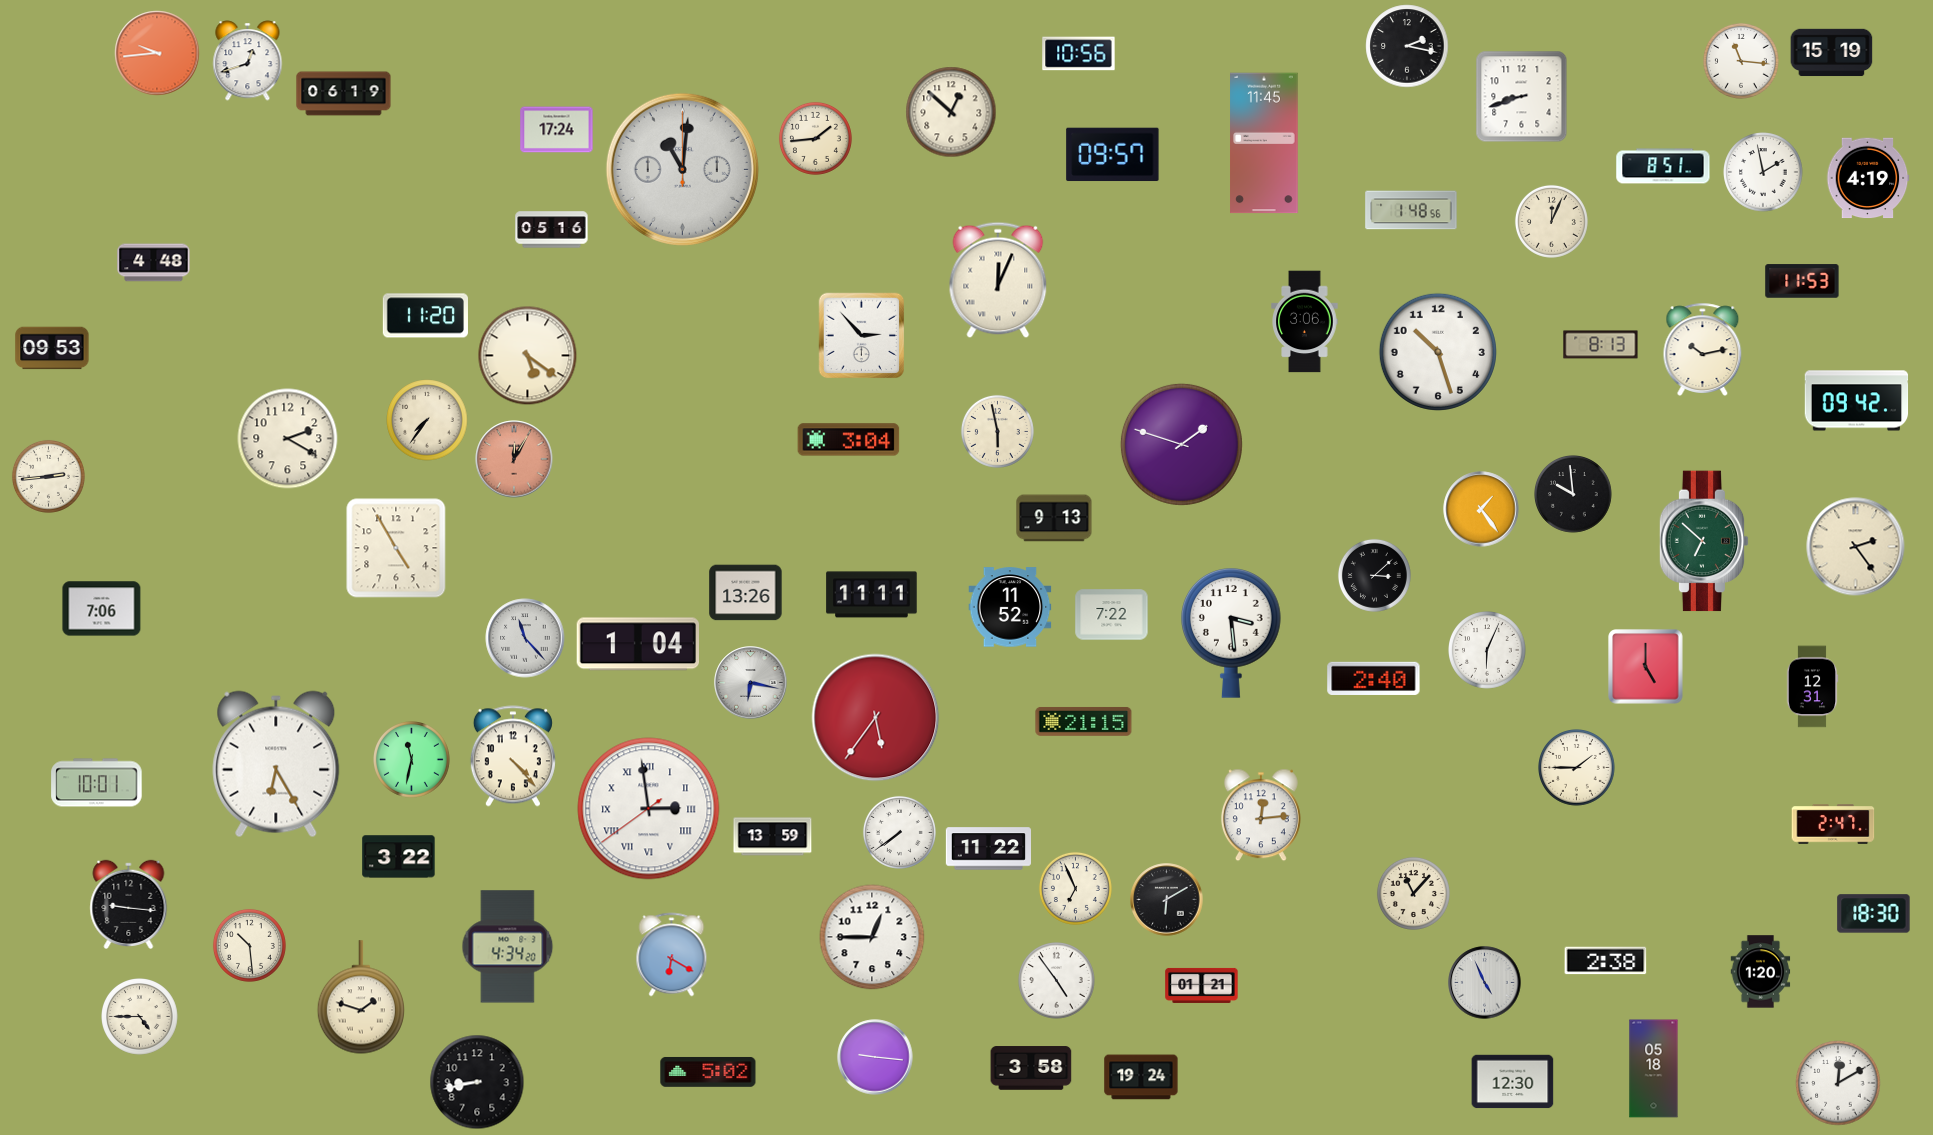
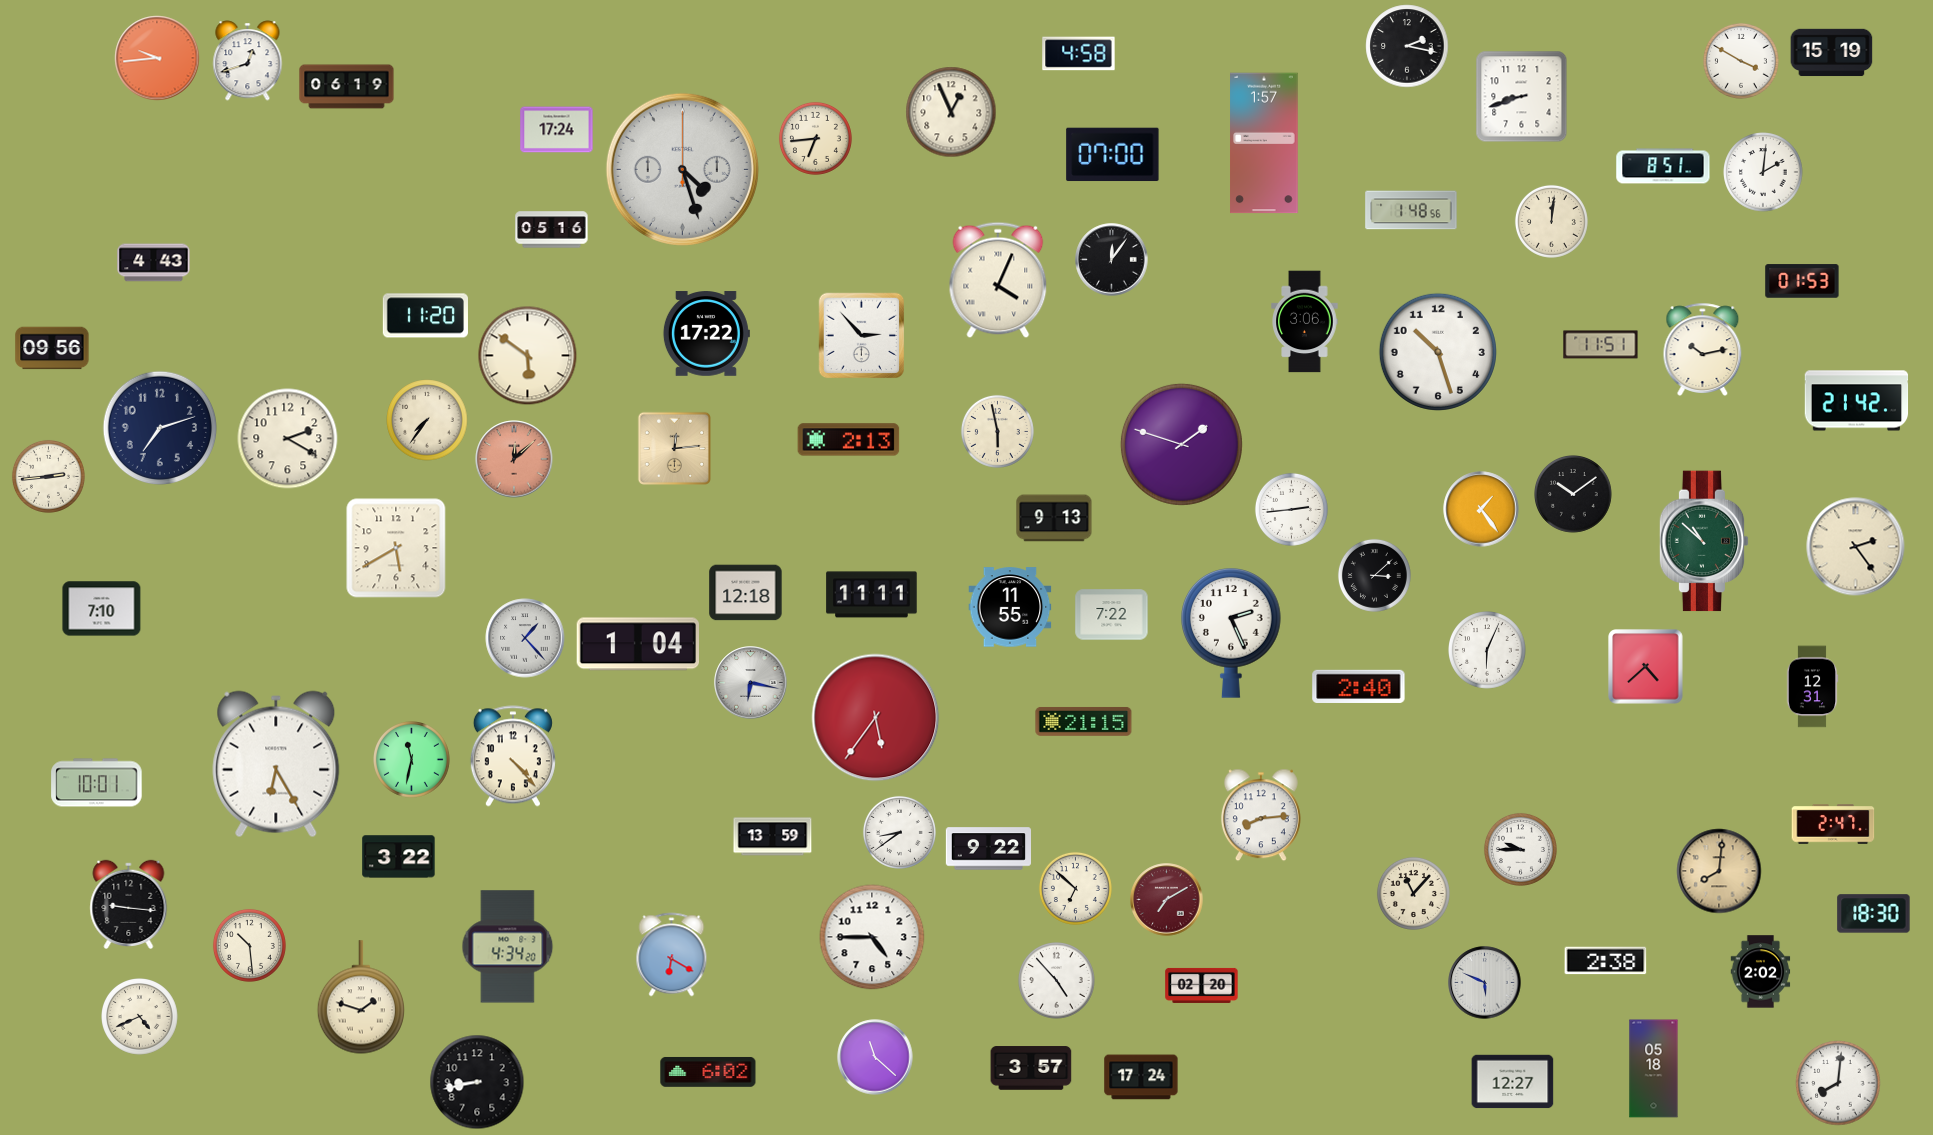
clock at (157, 53) position: (157, 53) -> (157, 58)
clock at (1079, 54): 10:56 -> 4:58
clock at (1741, 61): 11:16 -> 3:50
clock at (344, 94) position: (344, 94) -> (347, 87)
clock at (951, 112): 12:52 -> 12:56
clock at (815, 138): 1:44 -> 6:44
clock at (1264, 143): 11:45 -> 1:57
clock at (1113, 155): 09:57 -> 07:00
clock at (682, 169): 11:01 -> 4:27
clock at (1763, 172): 1:58 -> 2:01
clock at (1868, 178): 4:19 -> none
clock at (1551, 221): 12:04 -> 12:01
clock at (1112, 260): none -> 12:06
clock at (154, 263): 4:48 -> 4:43
clock at (998, 280): 12:04 -> 4:04
clock at (1802, 281): 11:53 -> 01:53
clock at (706, 334): none -> 17:22
clock at (1601, 345): 8:13 -> 11:51
clock at (52, 348): 09:53 -> 09:56
clock at (528, 356): 5:21 -> 5:51
clock at (1857, 401): 09:42 -> 21:42
clock at (160, 428): none -> 7:12
clock at (849, 440): 3:04 -> 2:13
clock at (674, 448): none -> 12:14
clock at (514, 459): 12:05 -> 12:08
clock at (1574, 495): 9:59 -> 10:09
clock at (1291, 509): none -> 2:44
clock at (1704, 541): 6:52 -> 10:52
clock at (396, 548): 4:55 -> 5:40
clock at (746, 593): 13:26 -> 12:18
clock at (1010, 607): 11:52 -> 11:55
clock at (102, 609): 7:06 -> 7:10
clock at (1232, 634): 3:29 -> 2:26
clock at (525, 638): 11:23 -> 1:23
clock at (1646, 667): 5:00 -> 4:38
clock at (1374, 678) position: (1374, 678) -> (1359, 686)
clock at (1577, 768): 1:45 -> none
clock at (649, 809): 2:58 -> none
clock at (1261, 815): 12:14 -> 8:14
clock at (899, 832): 7:39 -> 8:39
clock at (988, 849): 11:22 -> 9:22
clock at (1520, 849): none -> 9:45
clock at (1719, 871): none -> 8:01
clock at (1075, 888): 6:56 -> 6:52
clock at (1167, 900): 6:10 -> 7:10
clock at (1167, 900) dial: black -> burgundy
clock at (872, 937): 12:45 -> 4:45
clock at (1761, 972): 1:20 -> 2:02
clock at (1057, 981): 4:54 -> 4:53
clock at (1485, 983): 4:56 -> 5:49
clock at (1202, 985): 01:21 -> 02:20
clock at (140, 1017): 4:45 -> 4:41
clock at (875, 1057): 9:16 -> 11:22
clock at (1031, 1068): 3:58 -> 3:57
clock at (708, 1072): 5:02 -> 6:02
clock at (1141, 1077): 19:24 -> 17:24
clock at (1513, 1082): 12:30 -> 12:27
clock at (1838, 1083): 12:10 -> 8:01
